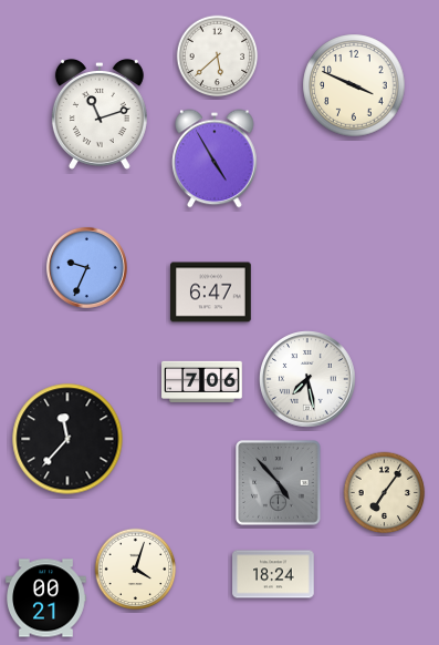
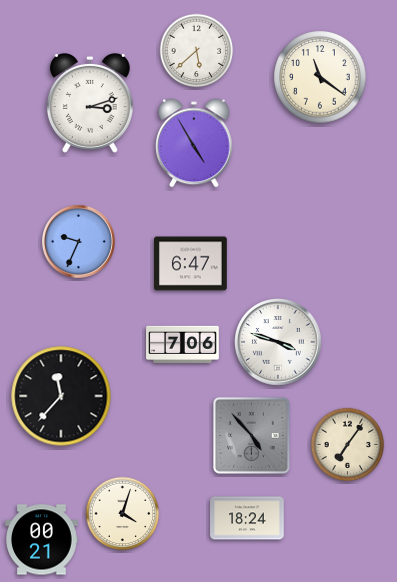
clock at (354, 85): 3:49 -> 11:21
clock at (100, 114): 11:12 -> 3:12
clock at (307, 379): 7:28 -> 3:48
